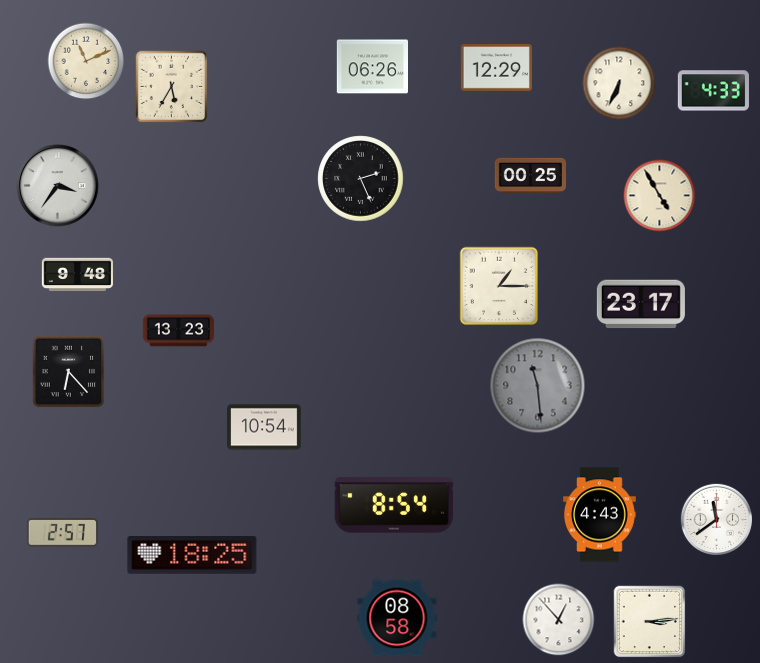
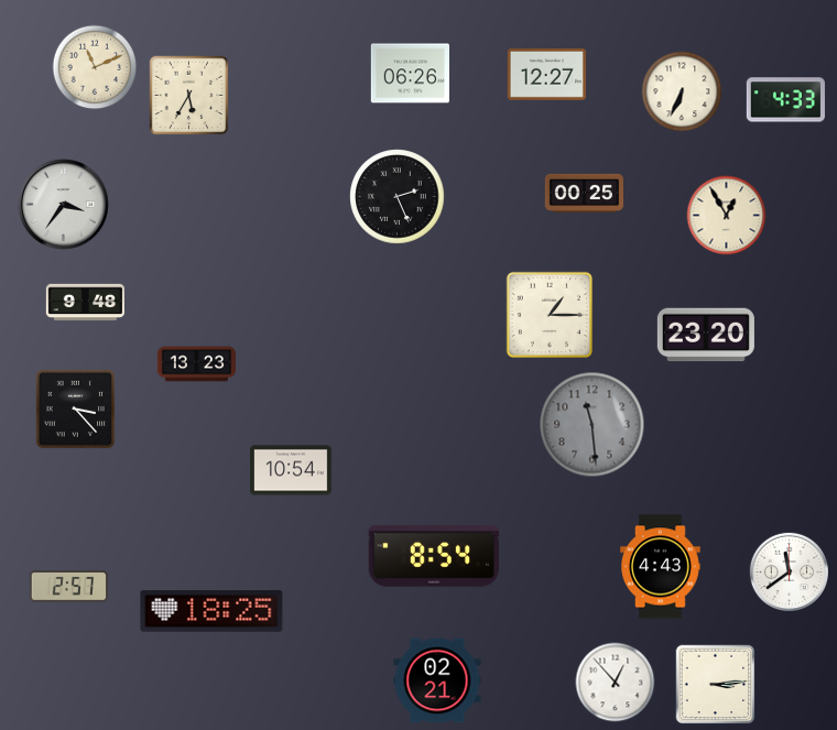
clock at (496, 67): 12:29 -> 12:27
clock at (660, 196): 4:55 -> 12:55
clock at (641, 304): 23:17 -> 23:20
clock at (69, 372): 6:23 -> 3:23
clock at (397, 618): 08:58 -> 02:21
